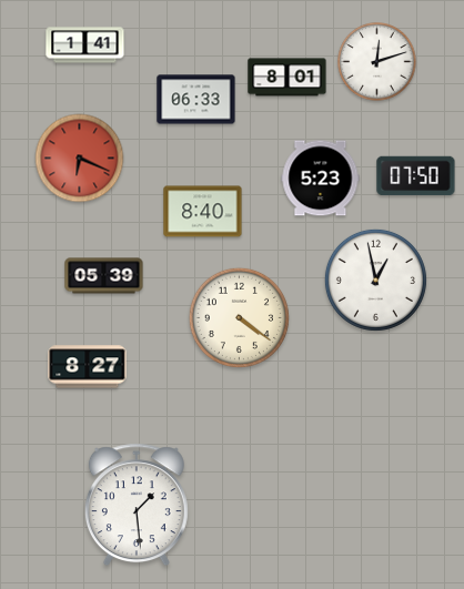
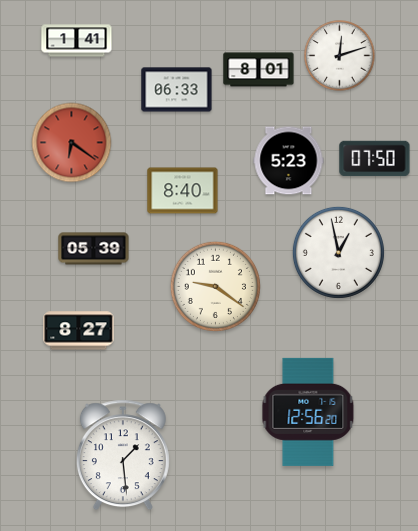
clock at (80, 159): 6:19 -> 6:21
clock at (239, 317): 4:21 -> 9:21
clock at (308, 412): none -> 12:56
